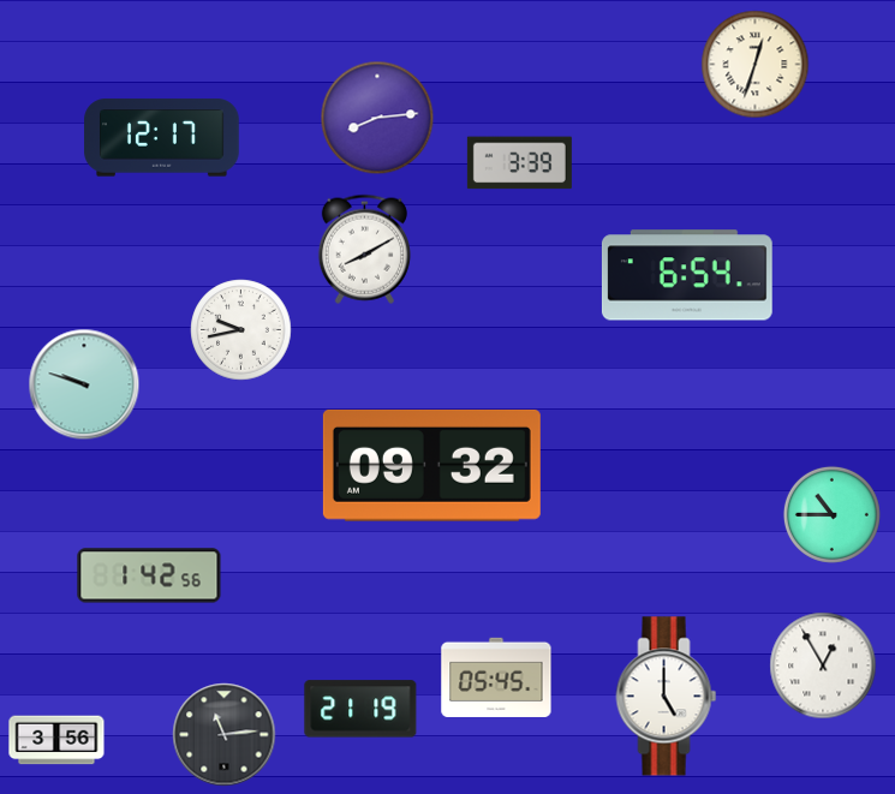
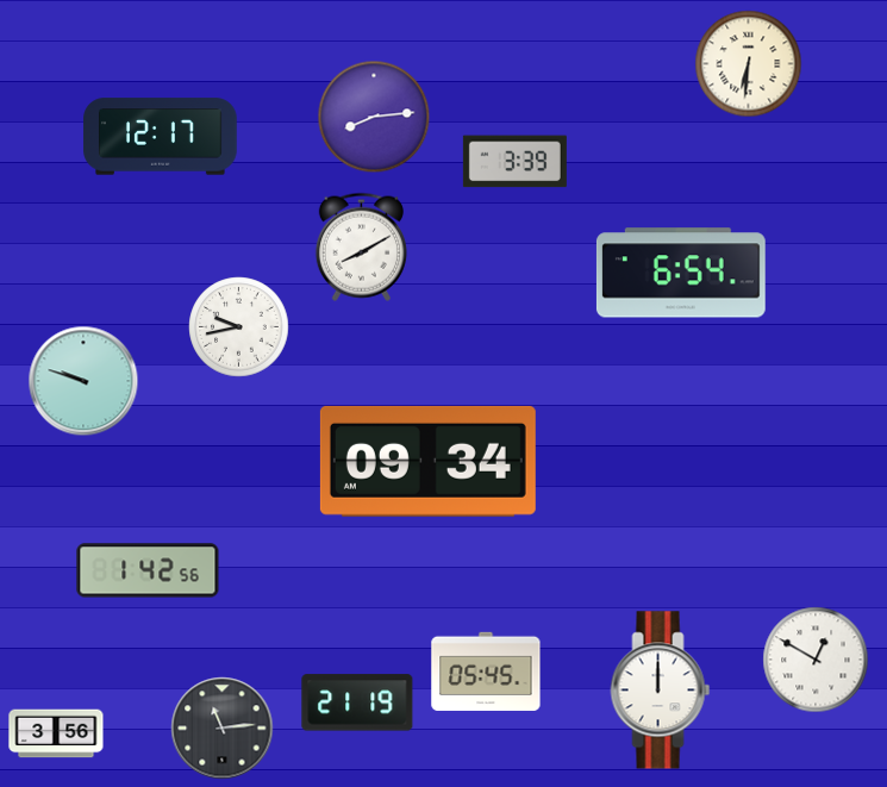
clock at (756, 65): 12:33 -> 6:31
clock at (431, 465): 09:32 -> 09:34
clock at (831, 514): 10:45 -> none
clock at (823, 665): 12:55 -> 12:50
clock at (496, 677) position: (496, 677) -> (486, 672)
clock at (667, 697): 5:00 -> 12:00
